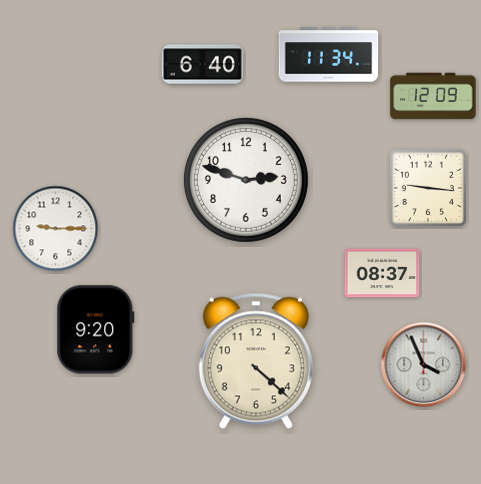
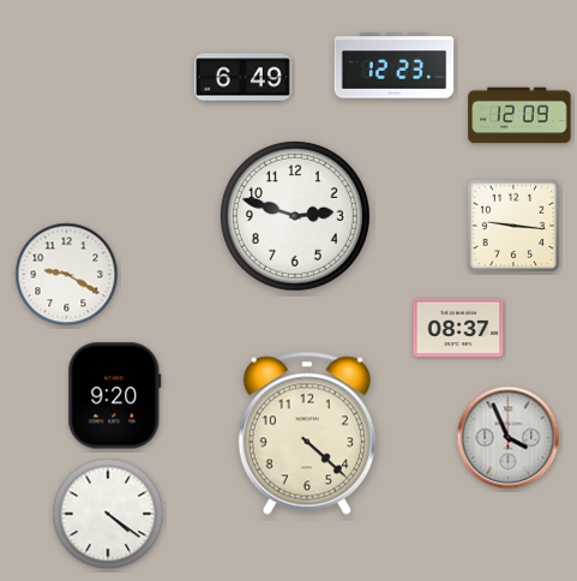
clock at (329, 55): 11:34 -> 12:23
clock at (202, 65): 6:40 -> 6:49
clock at (56, 229): 9:15 -> 9:20
clock at (108, 514): none -> 4:21
